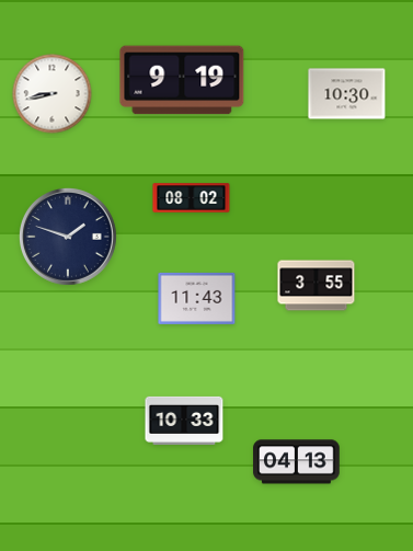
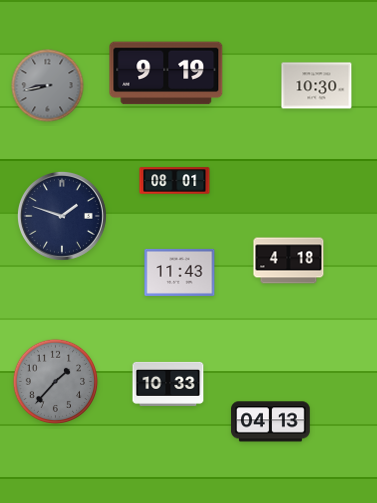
clock at (53, 94) dial: white -> grey
clock at (192, 198): 08:02 -> 08:01
clock at (317, 286): 3:55 -> 4:18
clock at (56, 382): none -> 1:37
